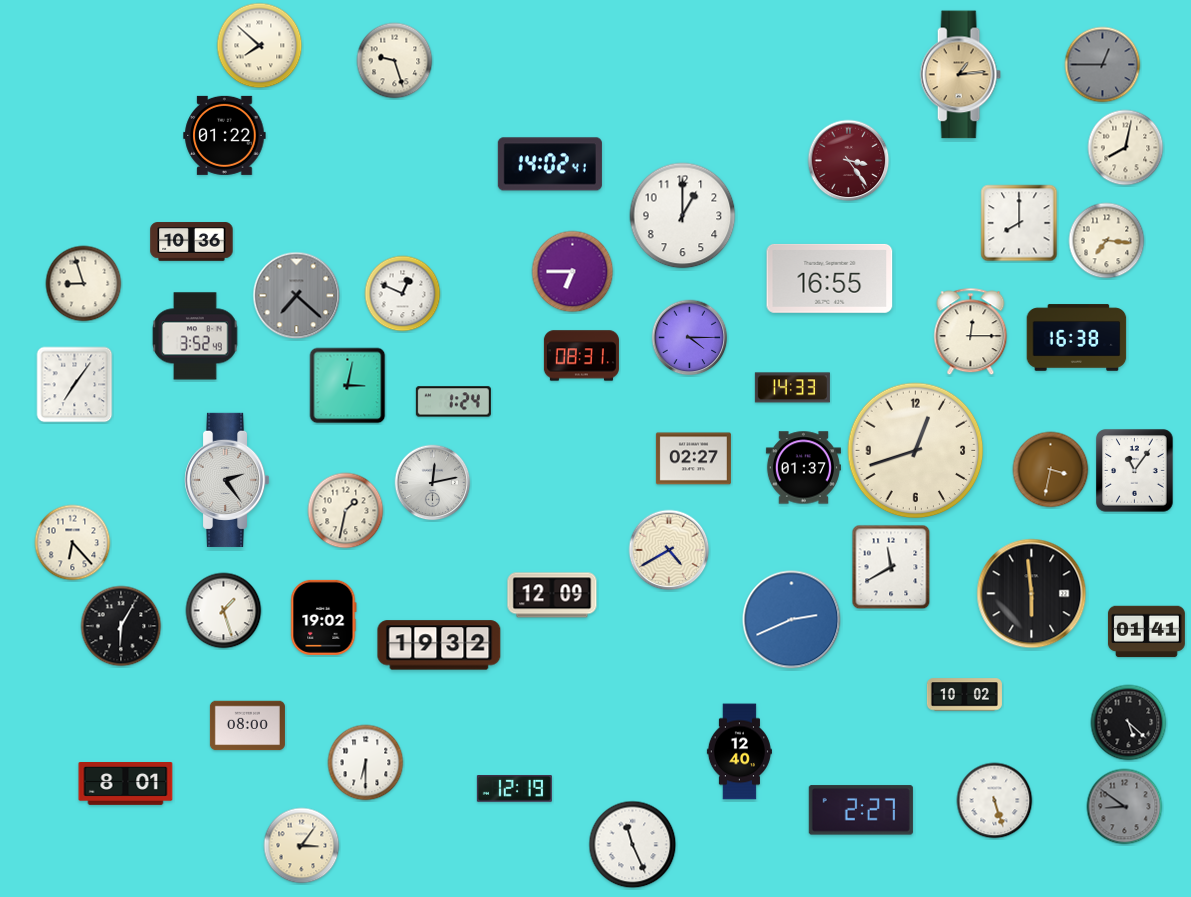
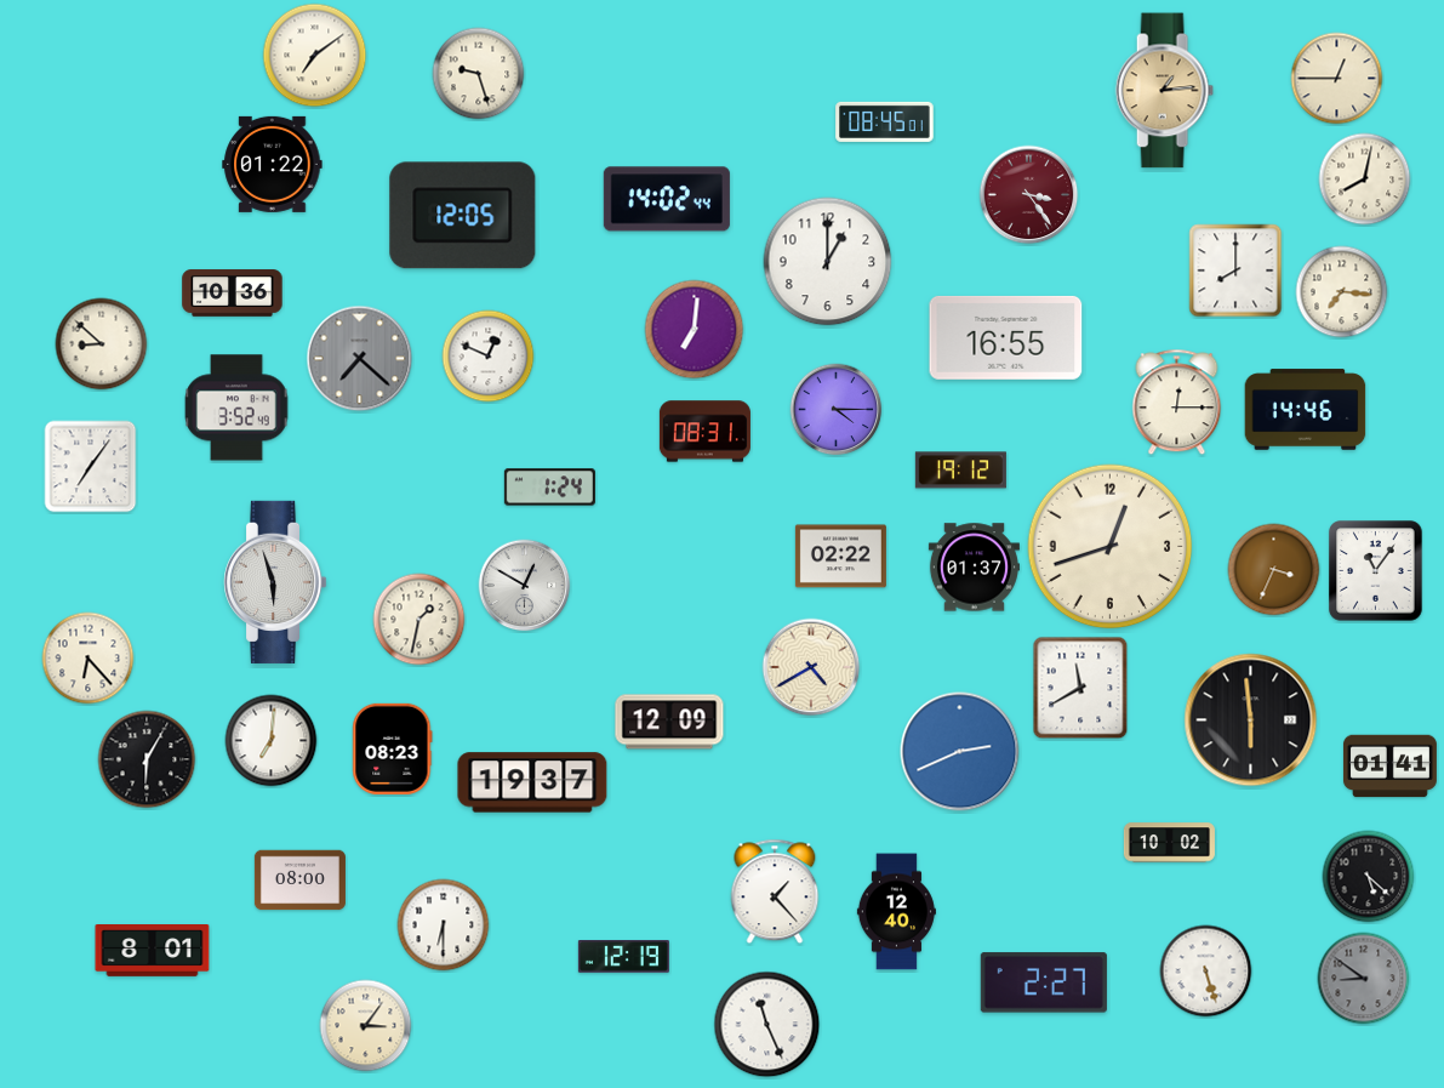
clock at (260, 46): 7:52 -> 7:09
clock at (1103, 65) dial: grey -> cream
clock at (885, 121): none -> 08:45
clock at (550, 164): 14:02:41 -> 14:02:44
clock at (463, 216): none -> 12:05
clock at (573, 272): 6:45 -> 7:01
clock at (84, 284): 8:57 -> 8:52
clock at (1077, 338): 16:38 -> 14:46
clock at (348, 386): 3:02 -> none
clock at (792, 388): 14:33 -> 19:12
clock at (693, 459): 02:27 -> 02:22
clock at (1051, 470): 3:32 -> 3:34
clock at (228, 480): 2:24 -> 5:57
clock at (433, 483): 12:13 -> 12:50
clock at (224, 611): 1:27 -> 7:01
clock at (324, 617): 19:02 -> 08:23
clock at (439, 645): 19:32 -> 19:37
clock at (775, 892): none -> 1:23
